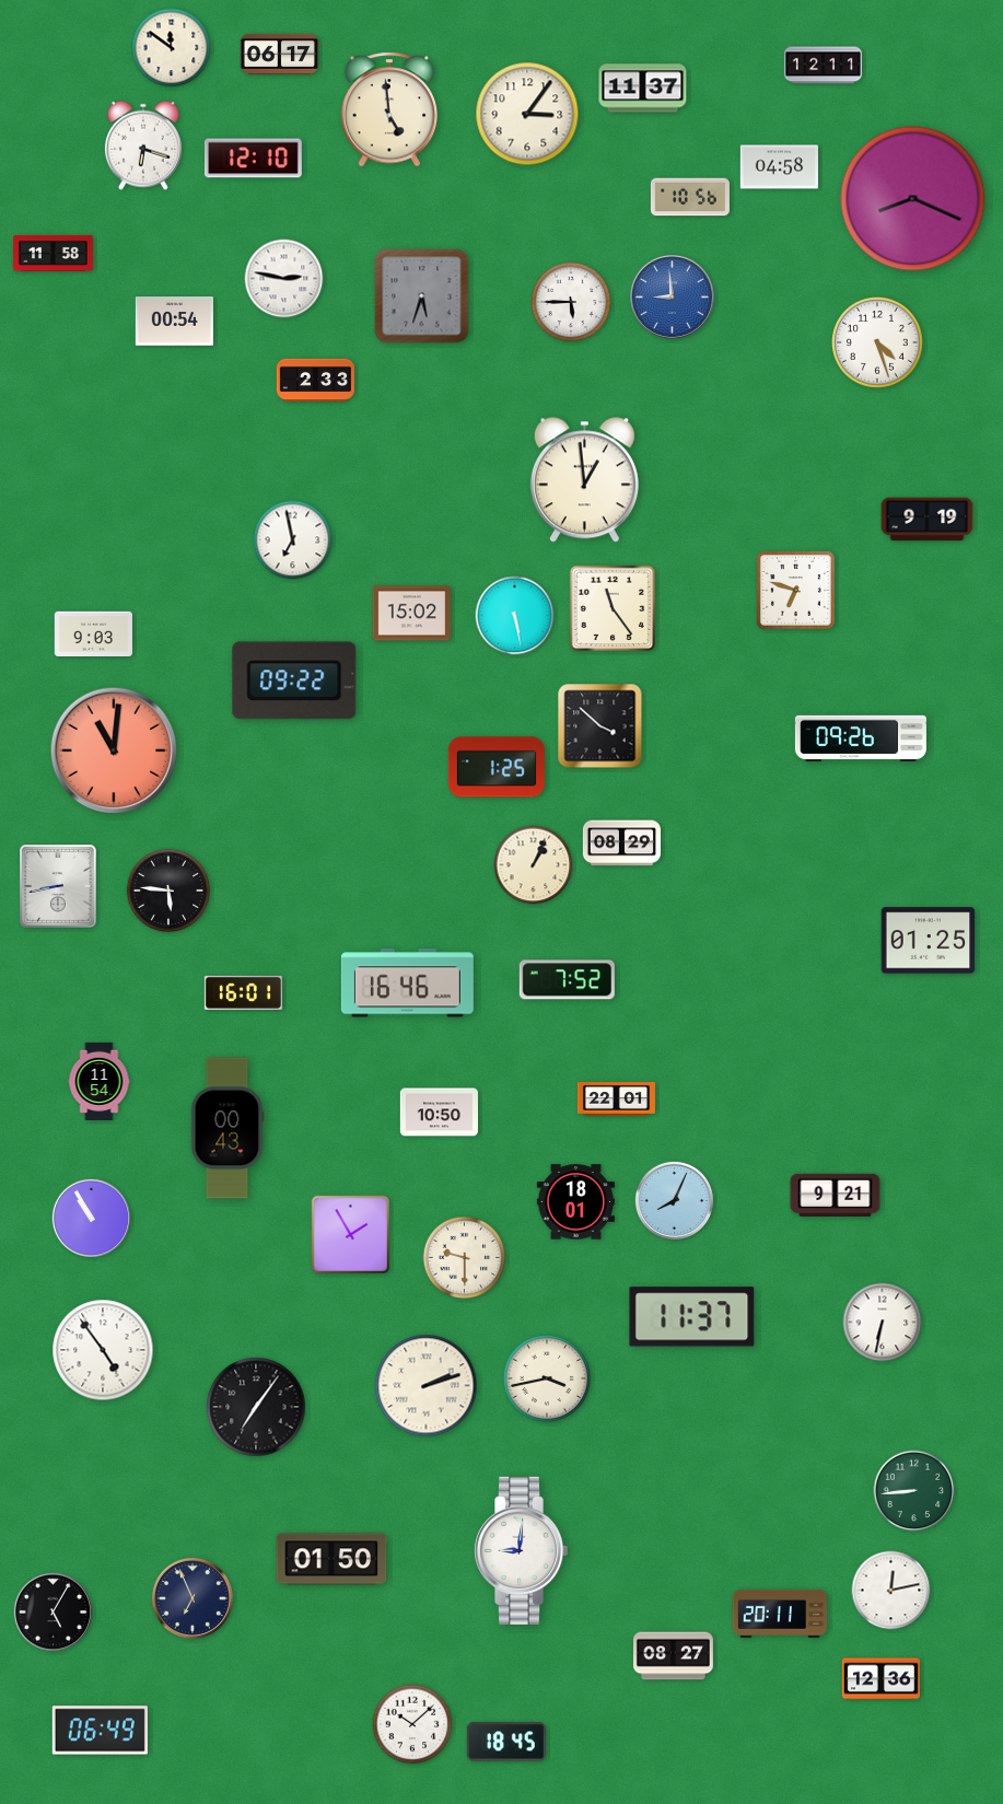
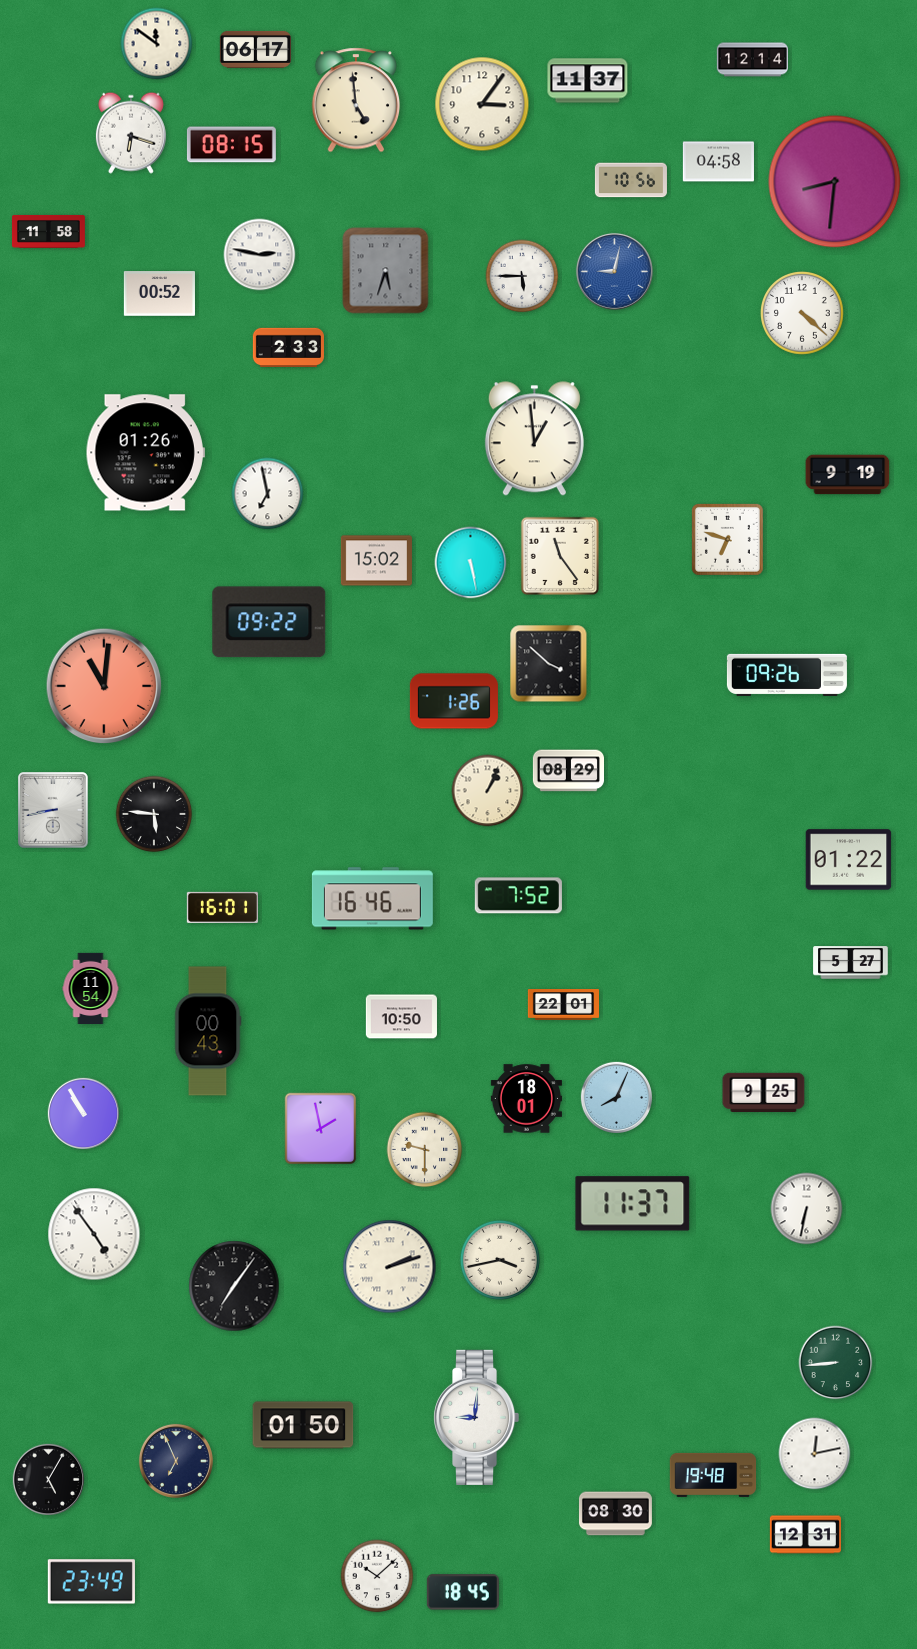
clock at (823, 66): 12:11 -> 12:14
clock at (253, 159): 12:10 -> 08:15
clock at (779, 167) position: (779, 167) -> (718, 162)
clock at (913, 199): 8:19 -> 8:31
clock at (672, 296): 8:59 -> 9:02
clock at (174, 322): 00:54 -> 00:52
clock at (878, 344): 4:27 -> 4:22
clock at (145, 453): none -> 01:26
clock at (93, 633): 9:03 -> none
clock at (497, 767): 1:25 -> 1:26
clock at (929, 941): 01:25 -> 01:22
clock at (851, 963): none -> 5:27
clock at (836, 1196): 9:21 -> 9:25
clock at (351, 1235): 1:55 -> 1:58
clock at (53, 1611) position: (53, 1611) -> (48, 1479)
clock at (780, 1614): 20:11 -> 19:48
clock at (673, 1656): 08:27 -> 08:30
clock at (880, 1679): 12:36 -> 12:31
clock at (100, 1731): 06:49 -> 23:49
